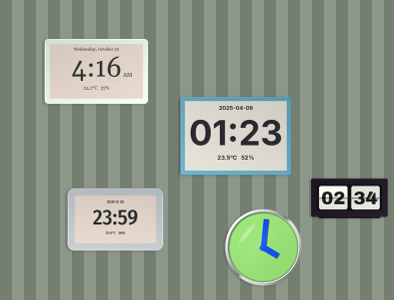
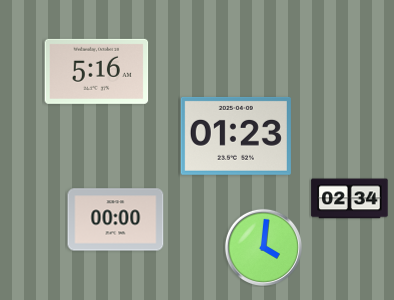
clock at (97, 71): 4:16 -> 5:16
clock at (116, 220): 23:59 -> 00:00
